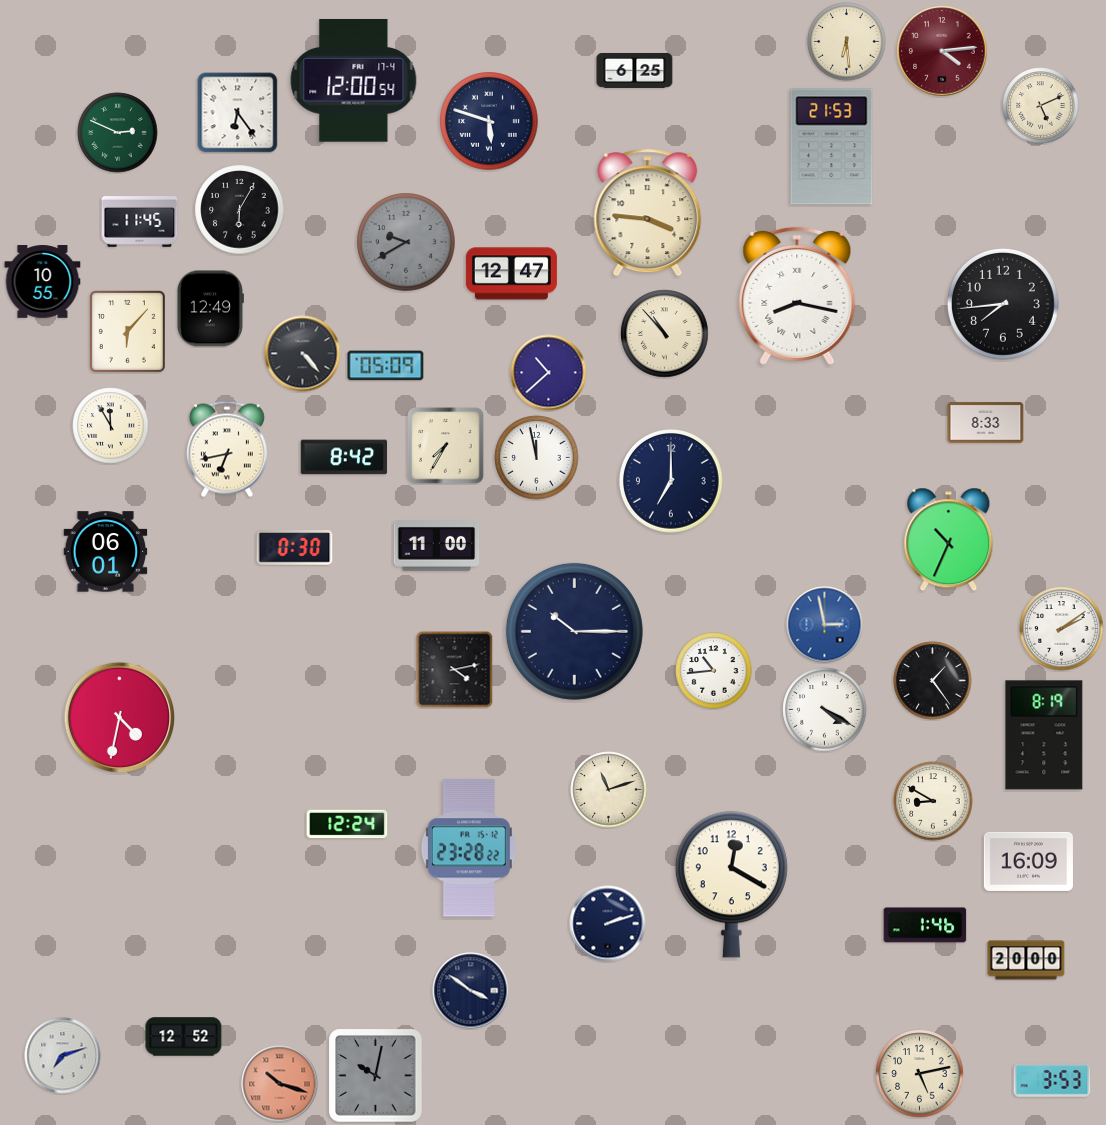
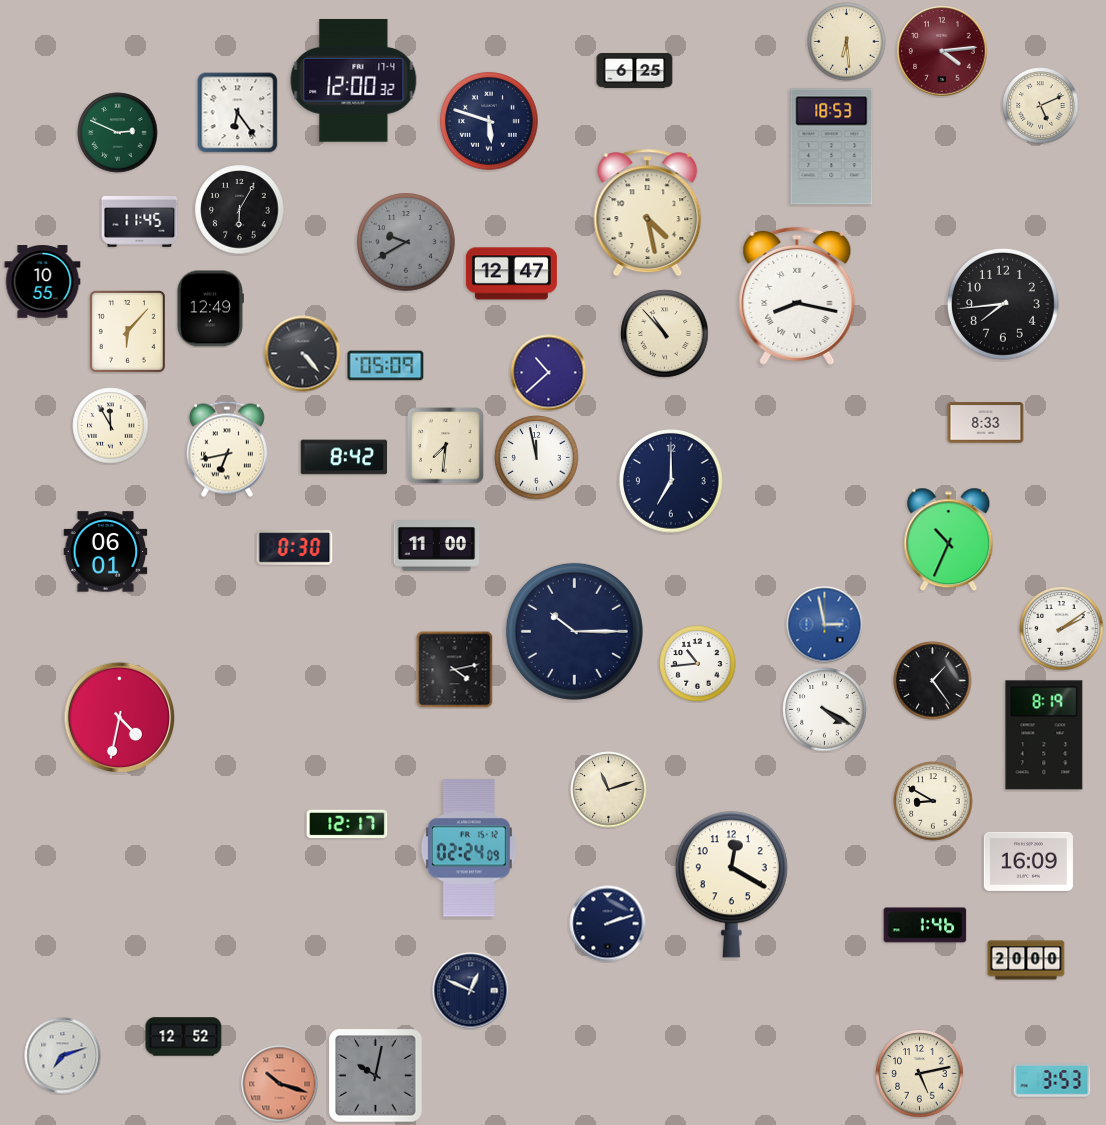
clock at (354, 81): 12:00:54 -> 12:00:32
clock at (832, 147): 21:53 -> 18:53
clock at (648, 213): 3:46 -> 4:28
clock at (446, 446): 7:35 -> 7:31
clock at (714, 671) position: (714, 671) -> (698, 664)
clock at (347, 824): 12:24 -> 12:17
clock at (469, 848): 23:28 -> 02:24
clock at (471, 991): 3:51 -> 12:49
